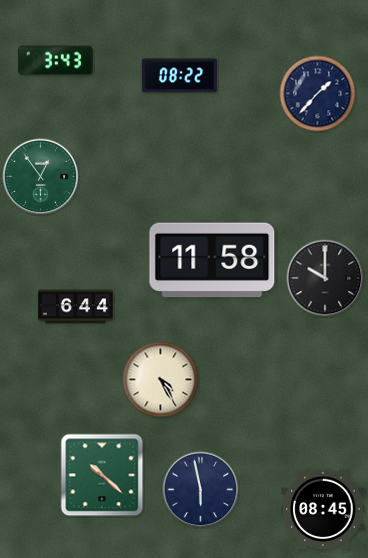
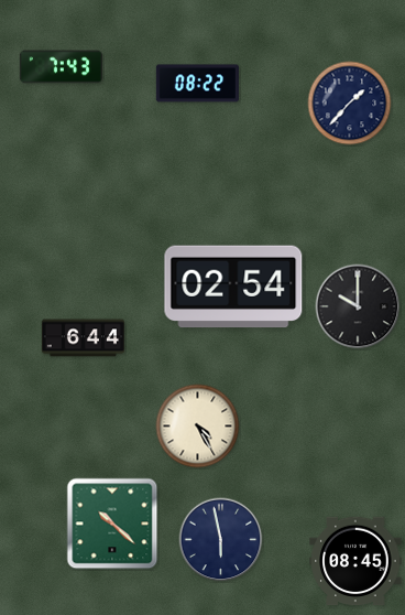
clock at (55, 61): 3:43 -> 7:43
clock at (41, 177): 12:54 -> none
clock at (212, 260): 11:58 -> 02:54
clock at (161, 380) position: (161, 380) -> (198, 427)
